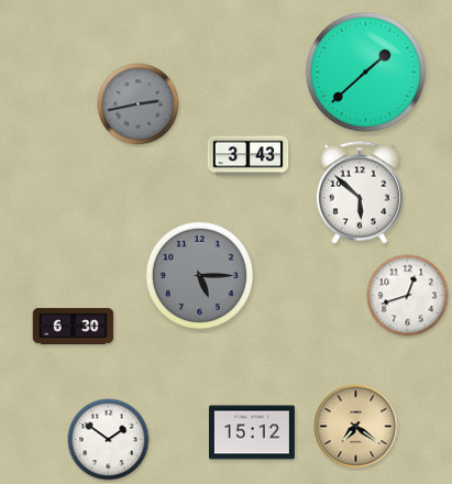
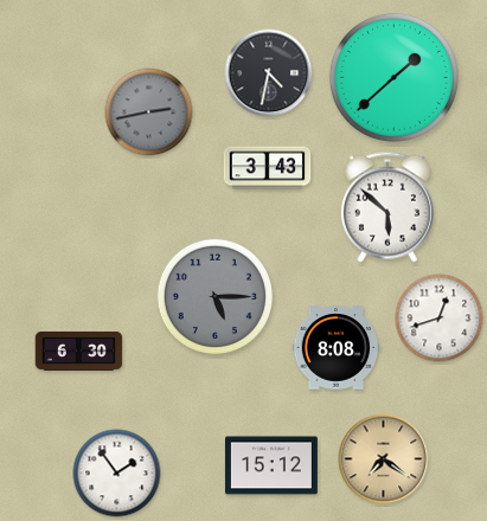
clock at (269, 73): none -> 4:32
clock at (337, 348): none -> 8:08
clock at (109, 440): 1:51 -> 1:54
